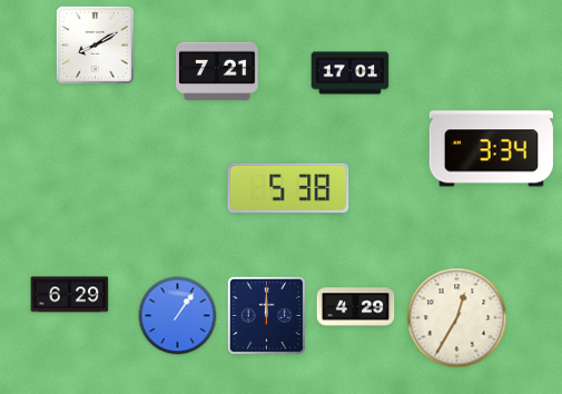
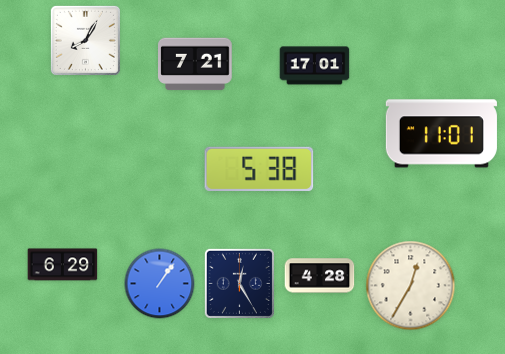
clock at (95, 45): 8:10 -> 8:05
clock at (491, 149): 3:34 -> 11:01
clock at (356, 307): 4:29 -> 4:28
clock at (266, 315): 12:00 -> 12:25
